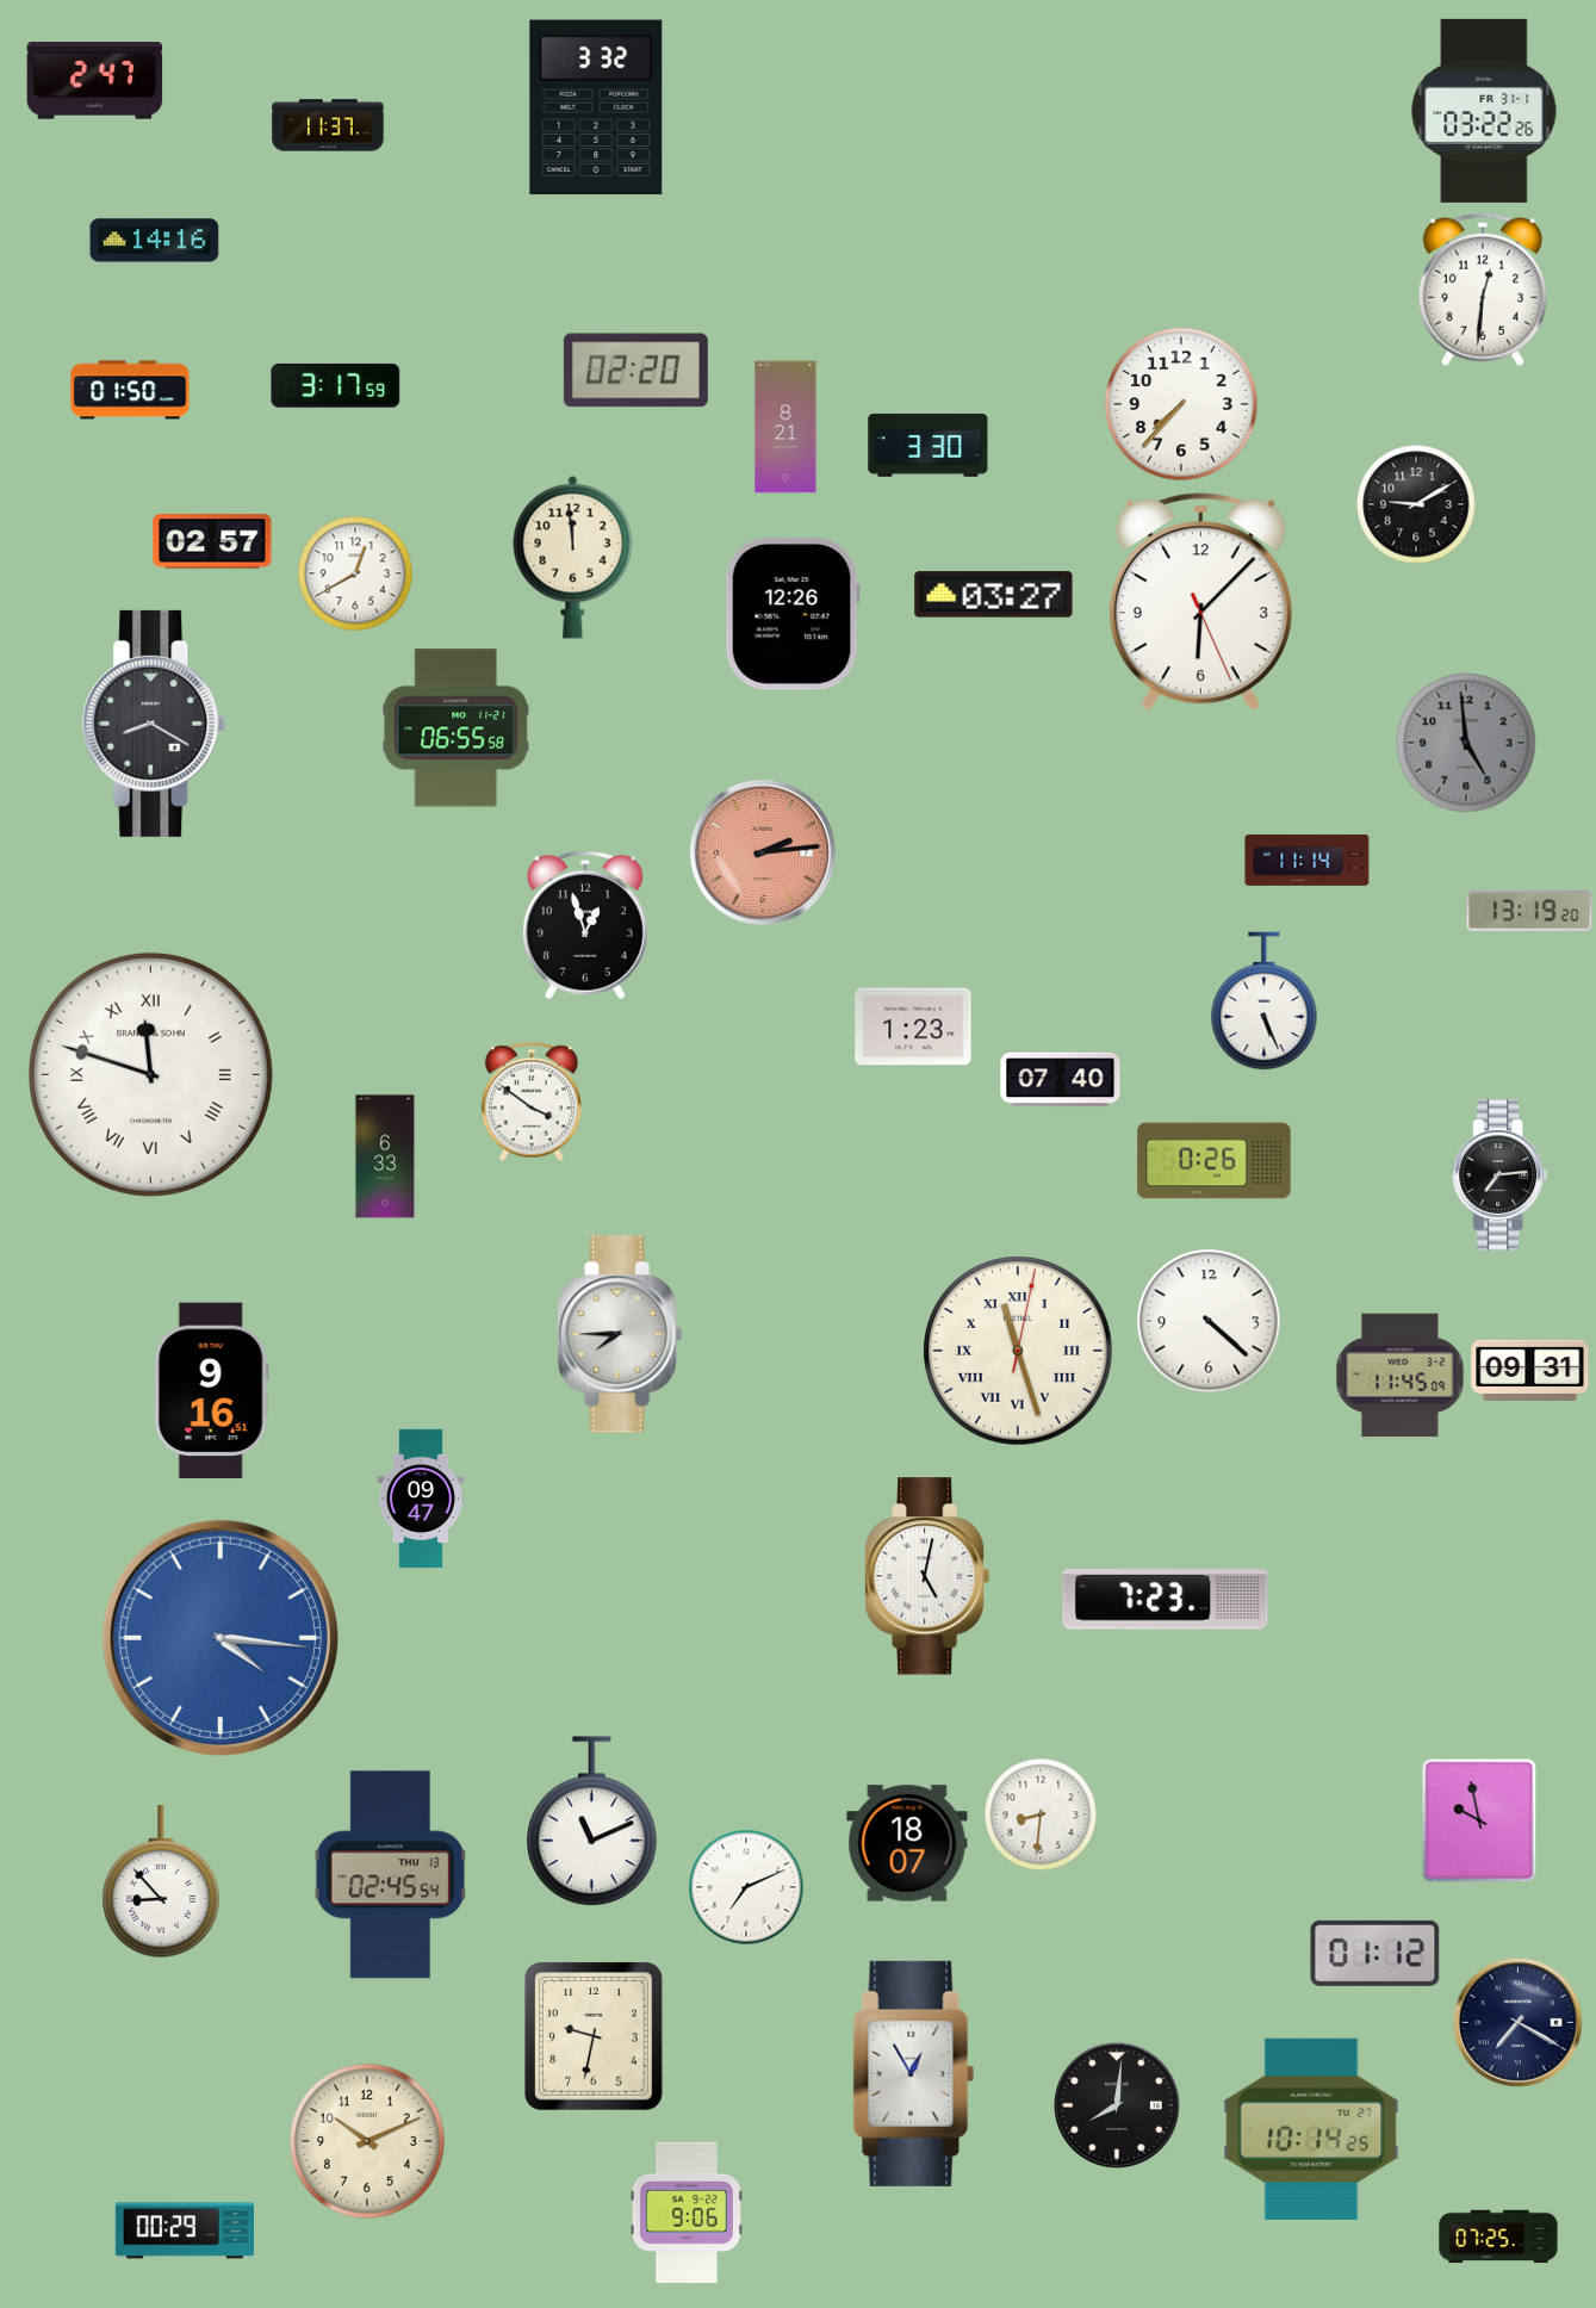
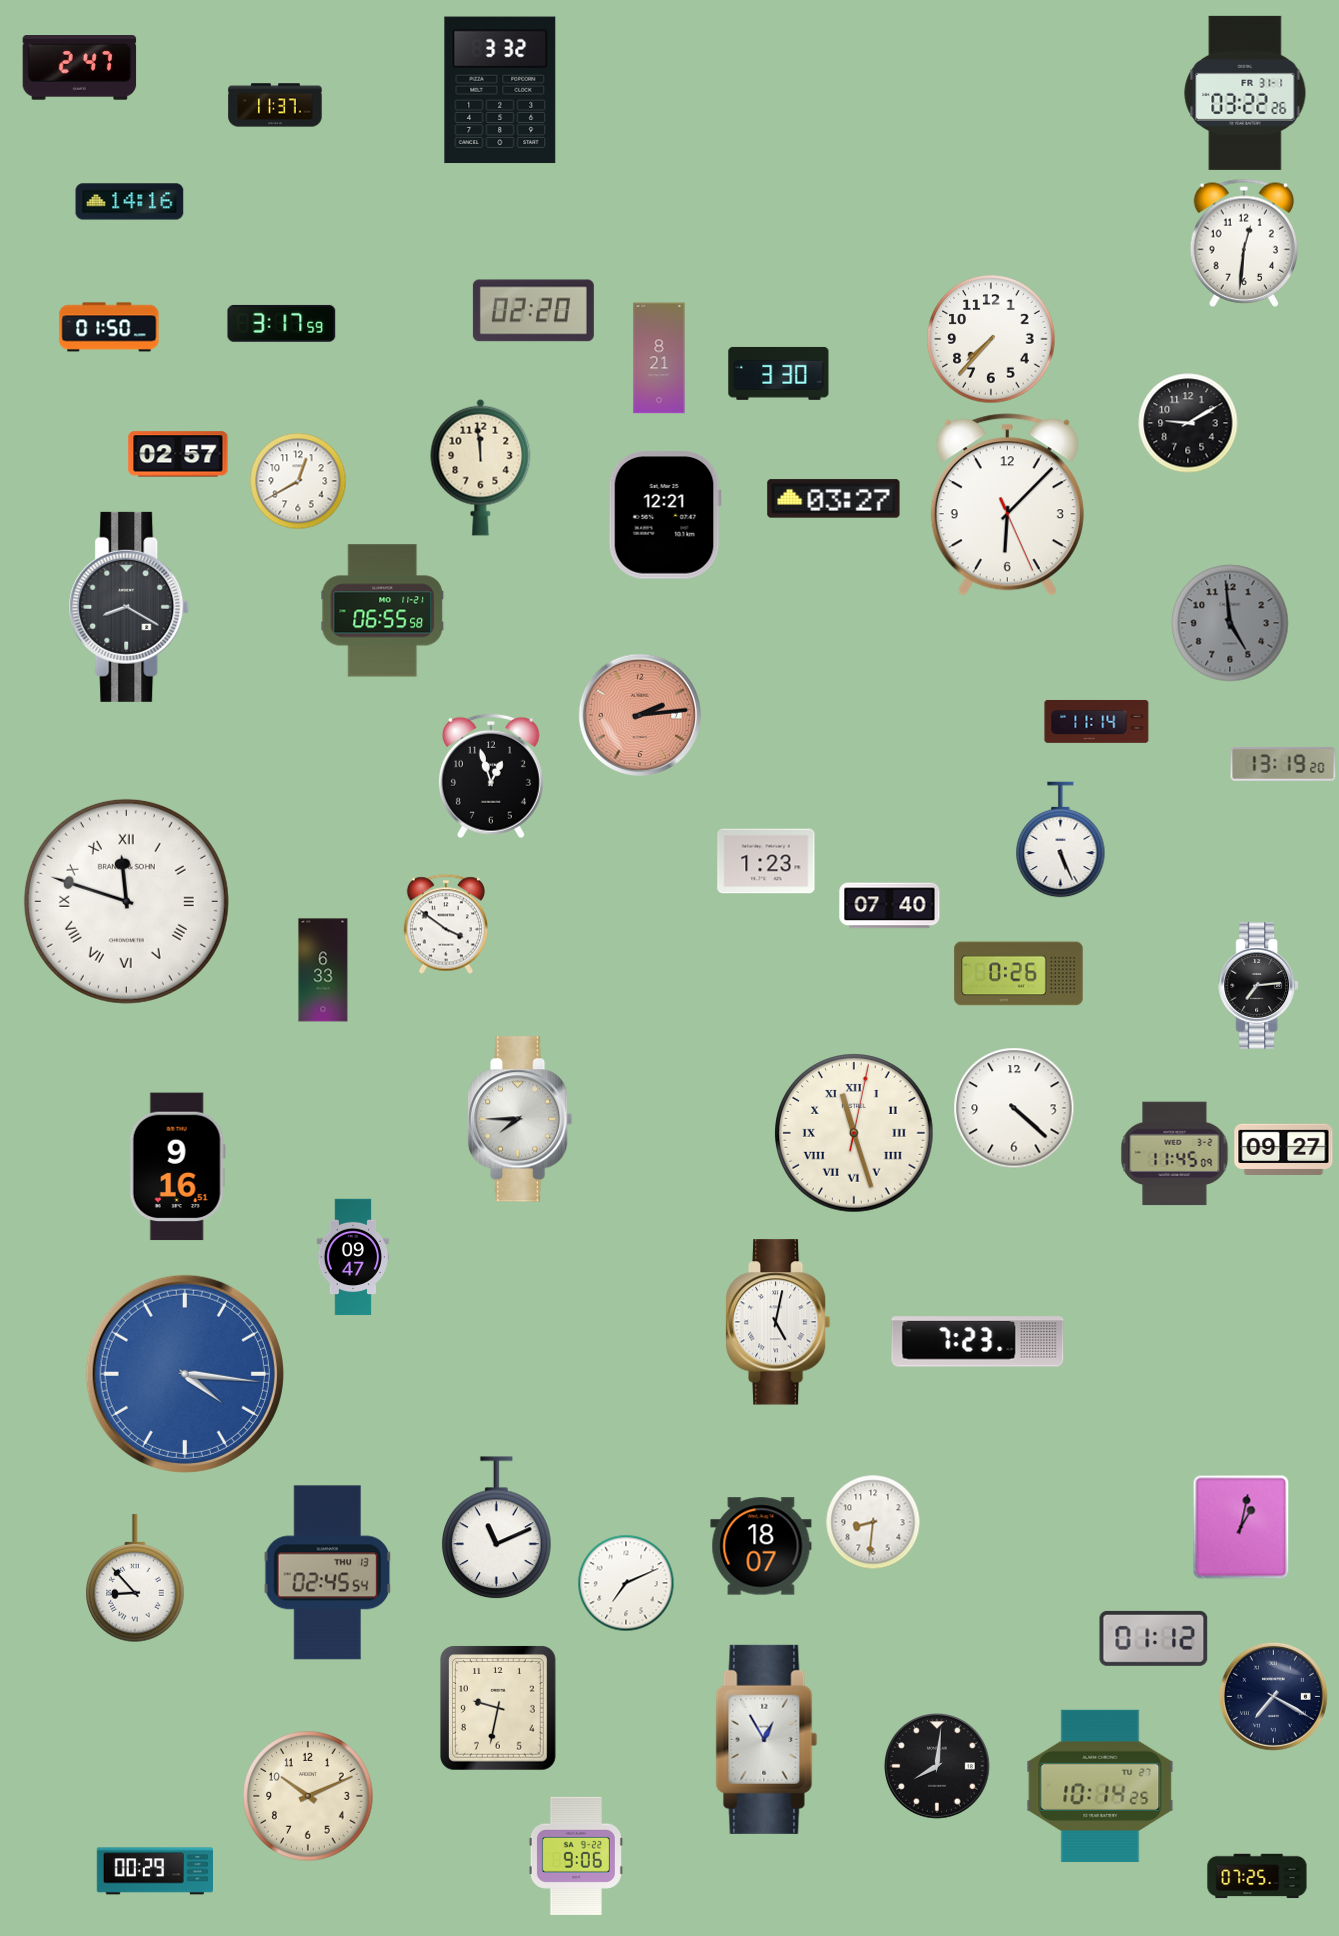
clock at (793, 614): 12:26 -> 12:21
clock at (1530, 1370): 09:31 -> 09:27
clock at (1479, 1820): 9:58 -> 1:02
